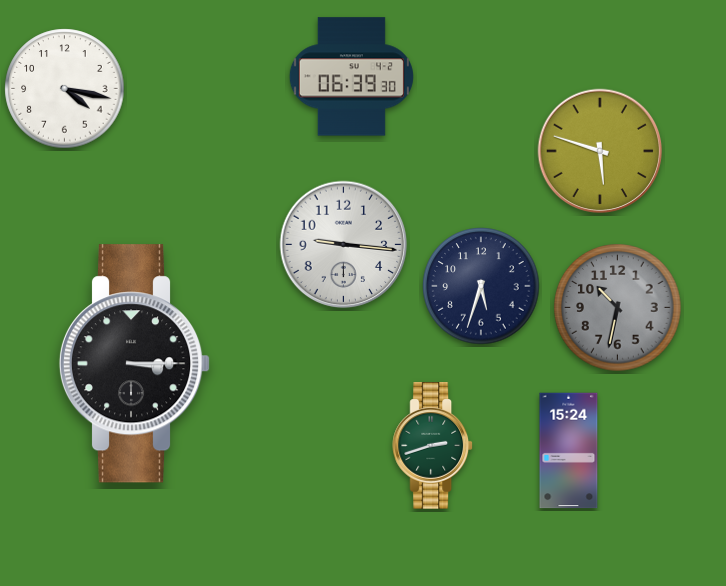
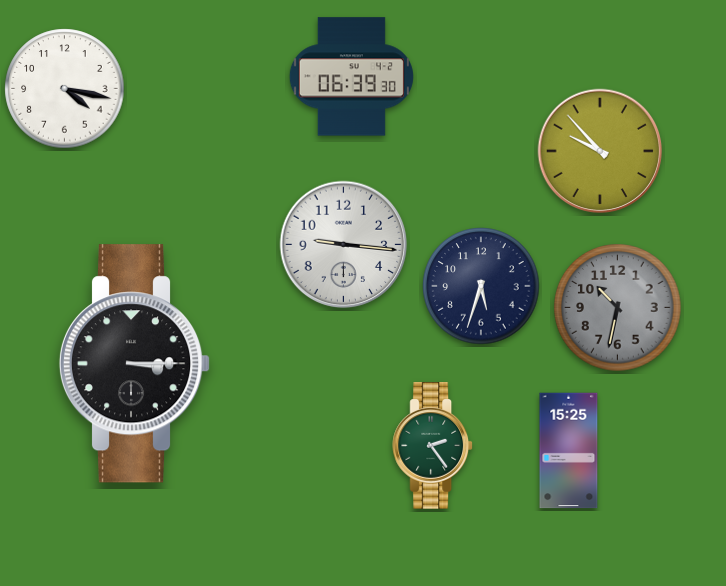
clock at (600, 151): 5:48 -> 9:53
clock at (433, 446): 2:42 -> 2:24
clock at (569, 451): 15:24 -> 15:25
